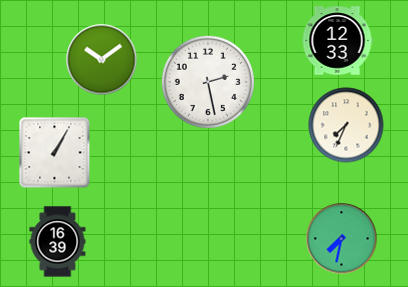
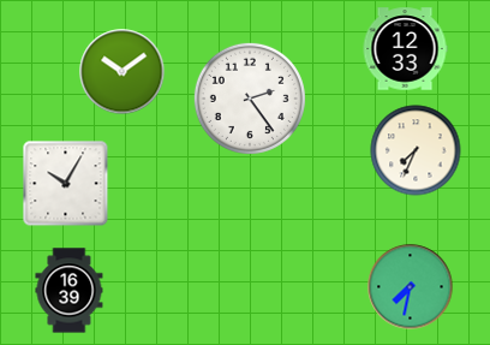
clock at (208, 82): 2:28 -> 2:24
clock at (55, 153): 1:05 -> 10:05
